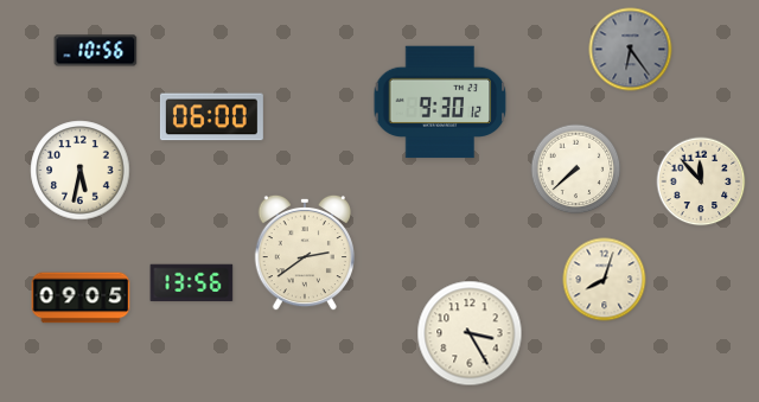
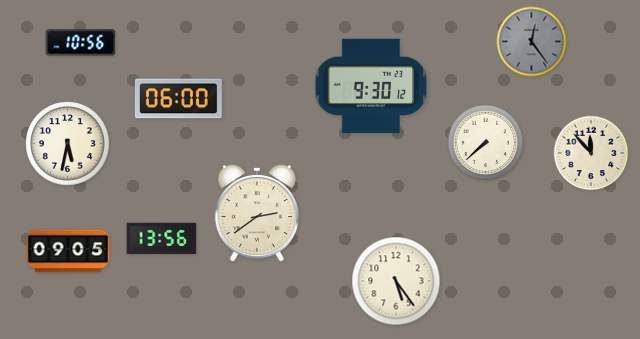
clock at (631, 50): 6:24 -> 12:24
clock at (605, 280): 8:03 -> none
clock at (470, 333): 3:25 -> 5:24
